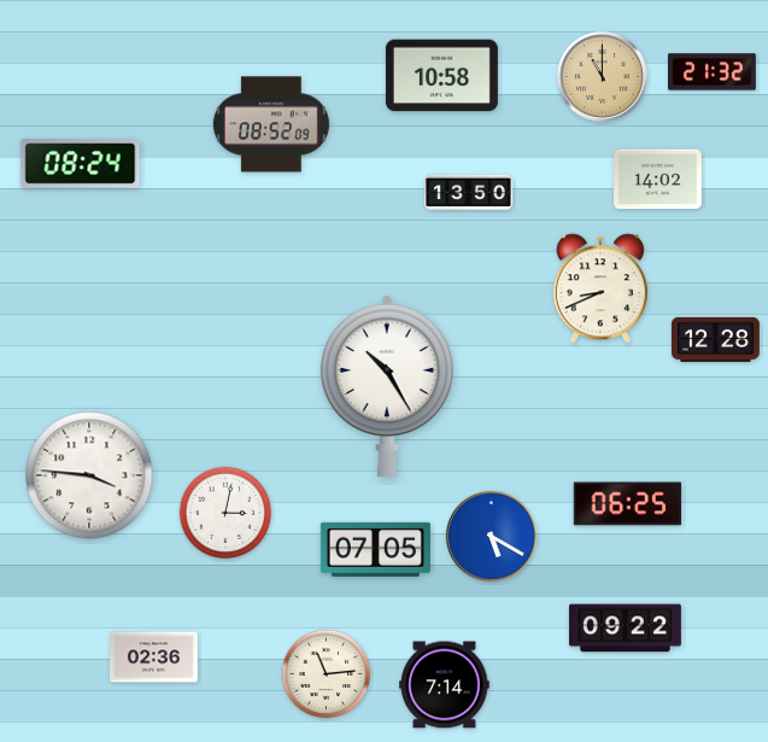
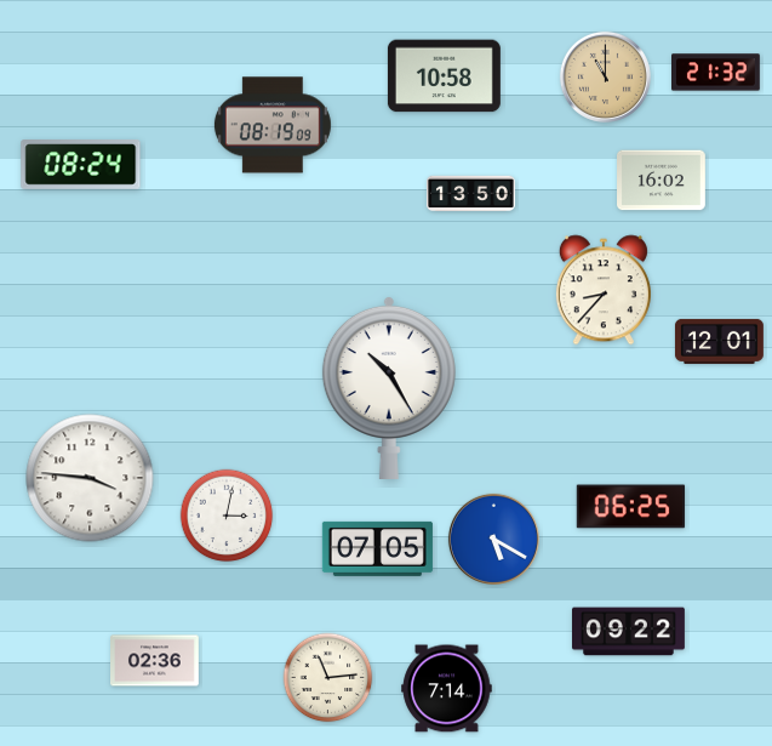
clock at (271, 124): 08:52 -> 08:19
clock at (658, 180): 14:02 -> 16:02
clock at (600, 288): 8:41 -> 8:37
clock at (715, 339): 12:28 -> 12:01
clock at (375, 549) position: (375, 549) -> (377, 548)
